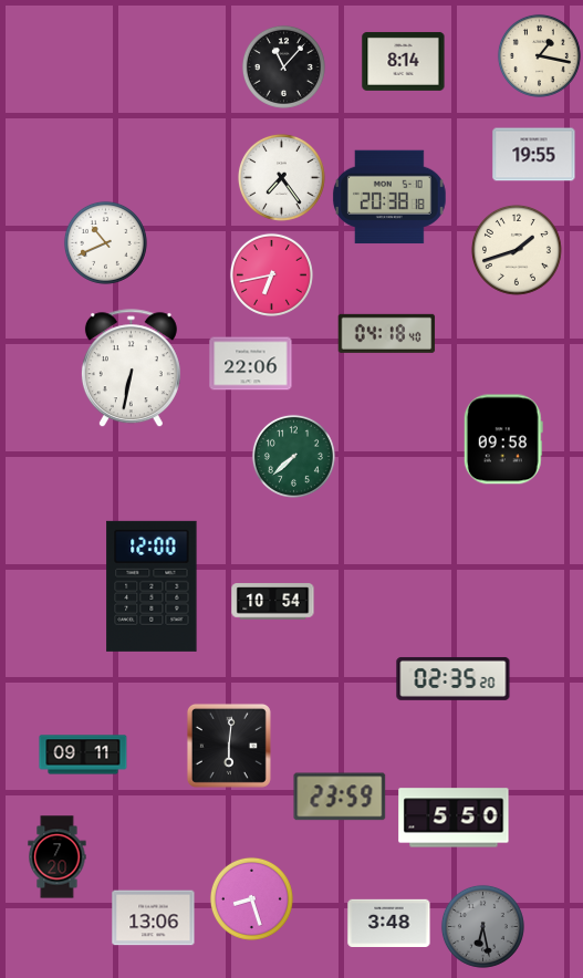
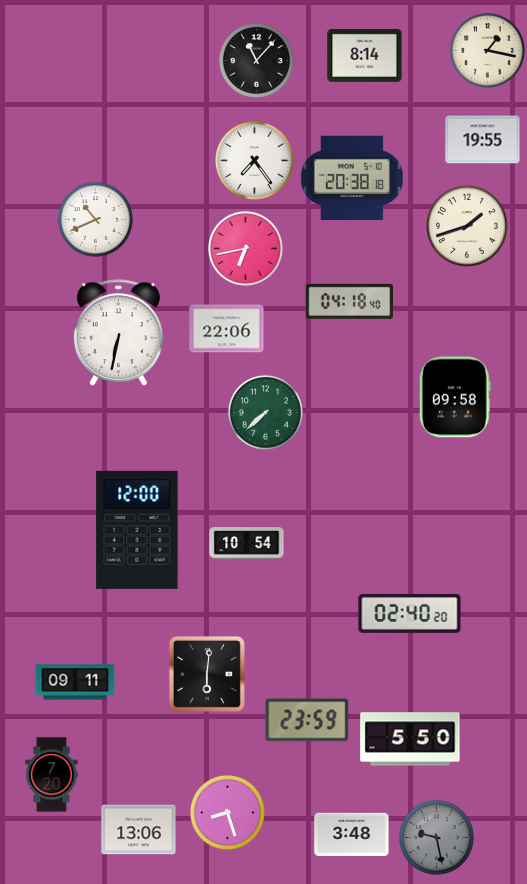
clock at (454, 678): 02:35 -> 02:40
clock at (482, 926): 6:28 -> 9:28
